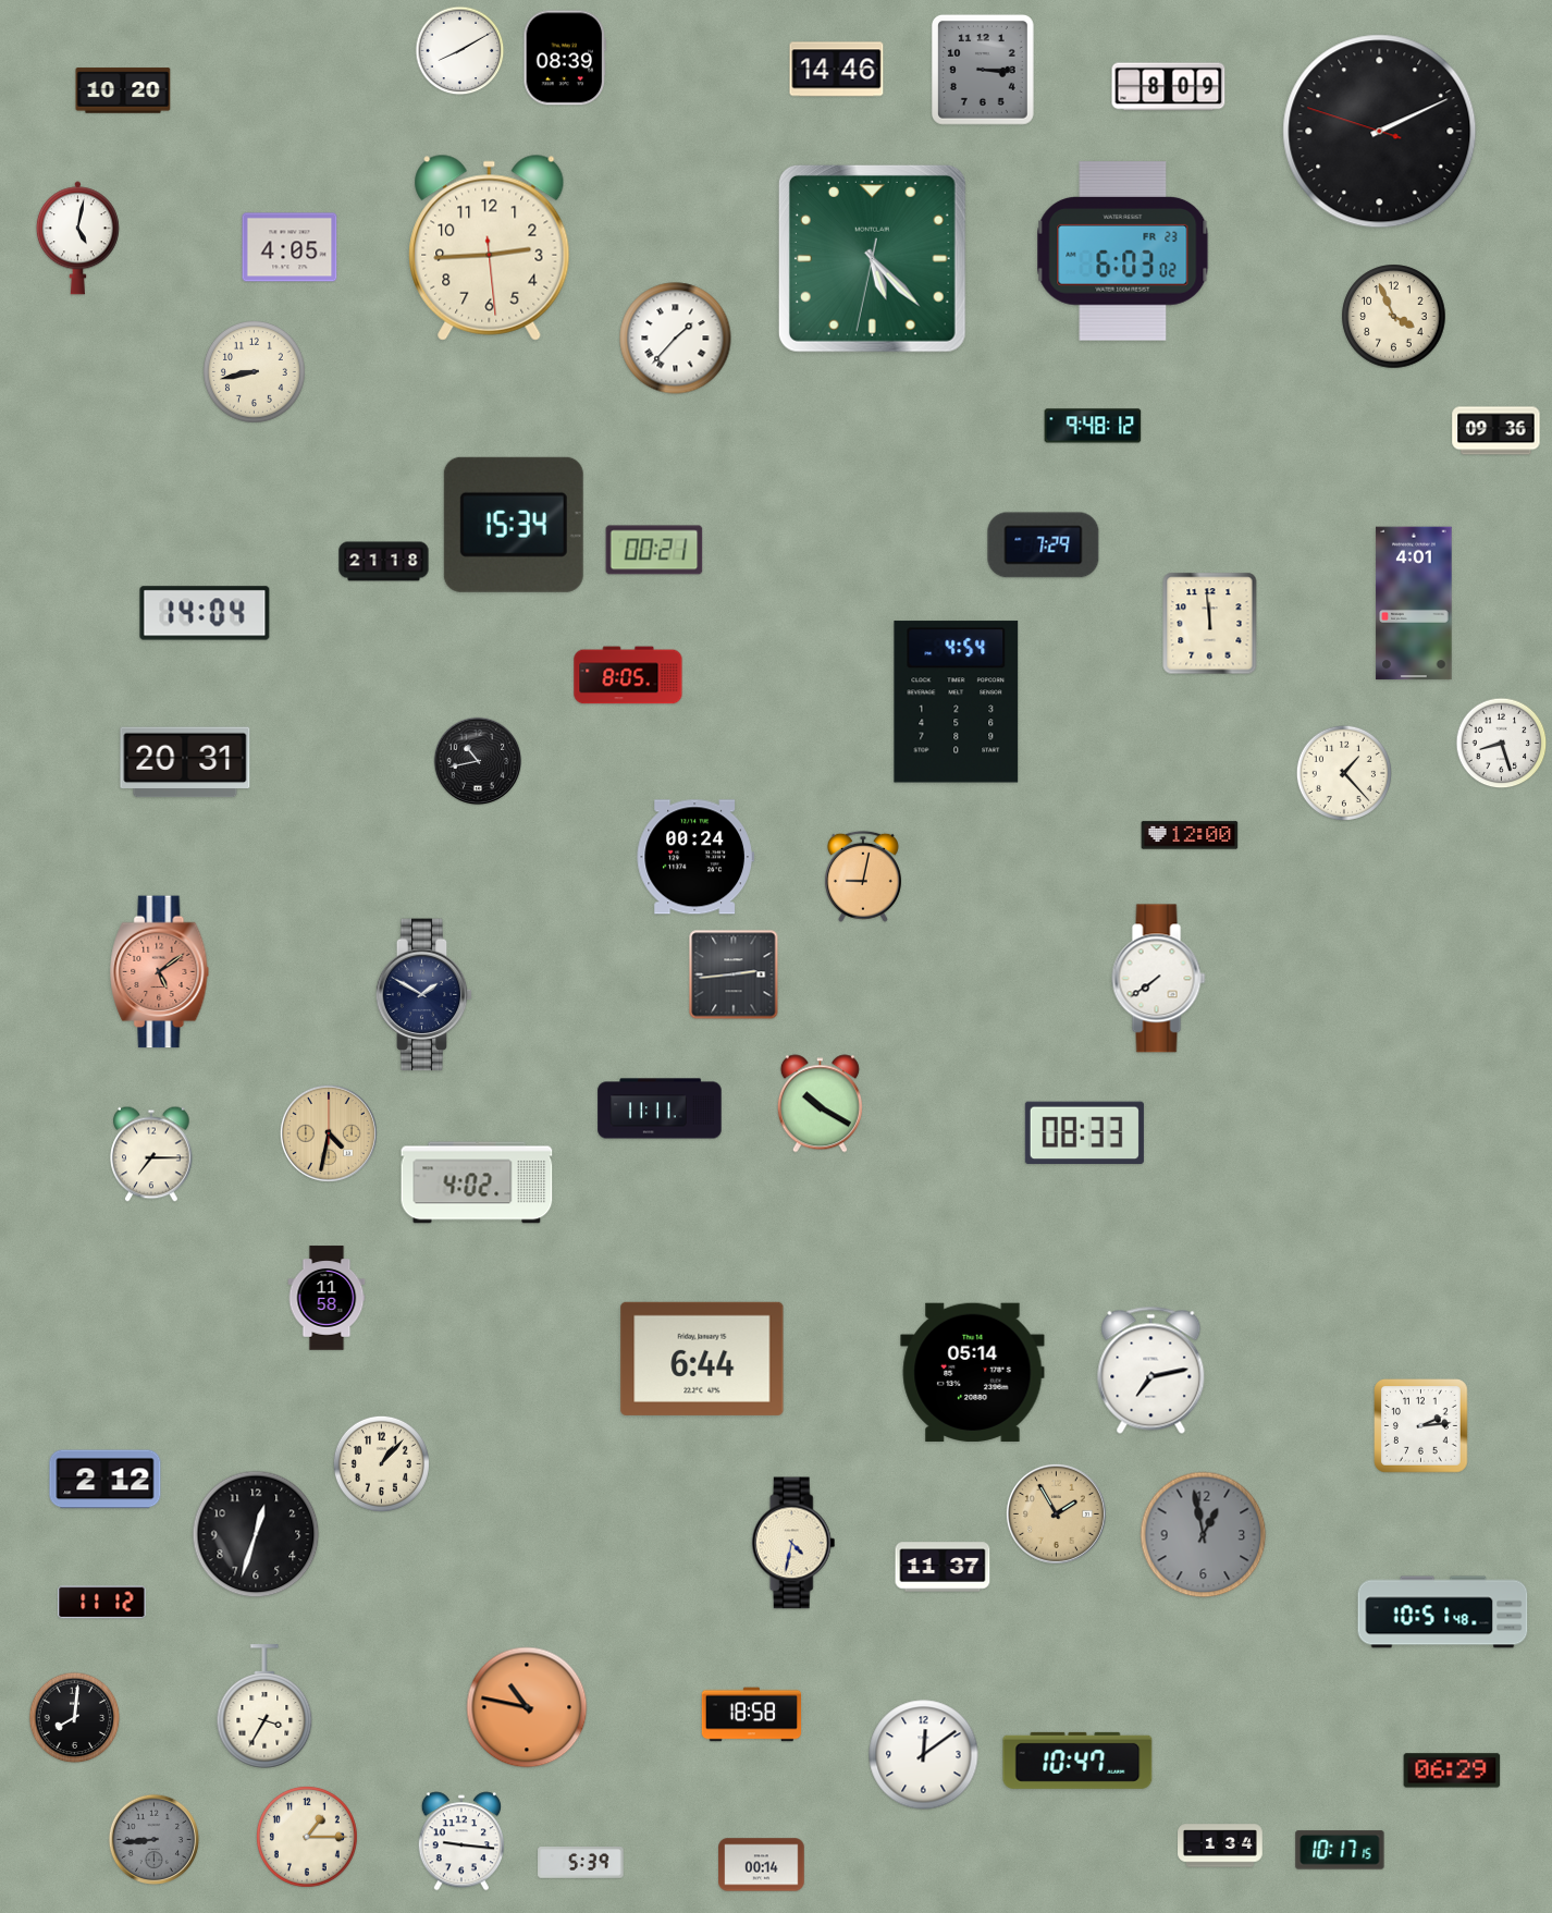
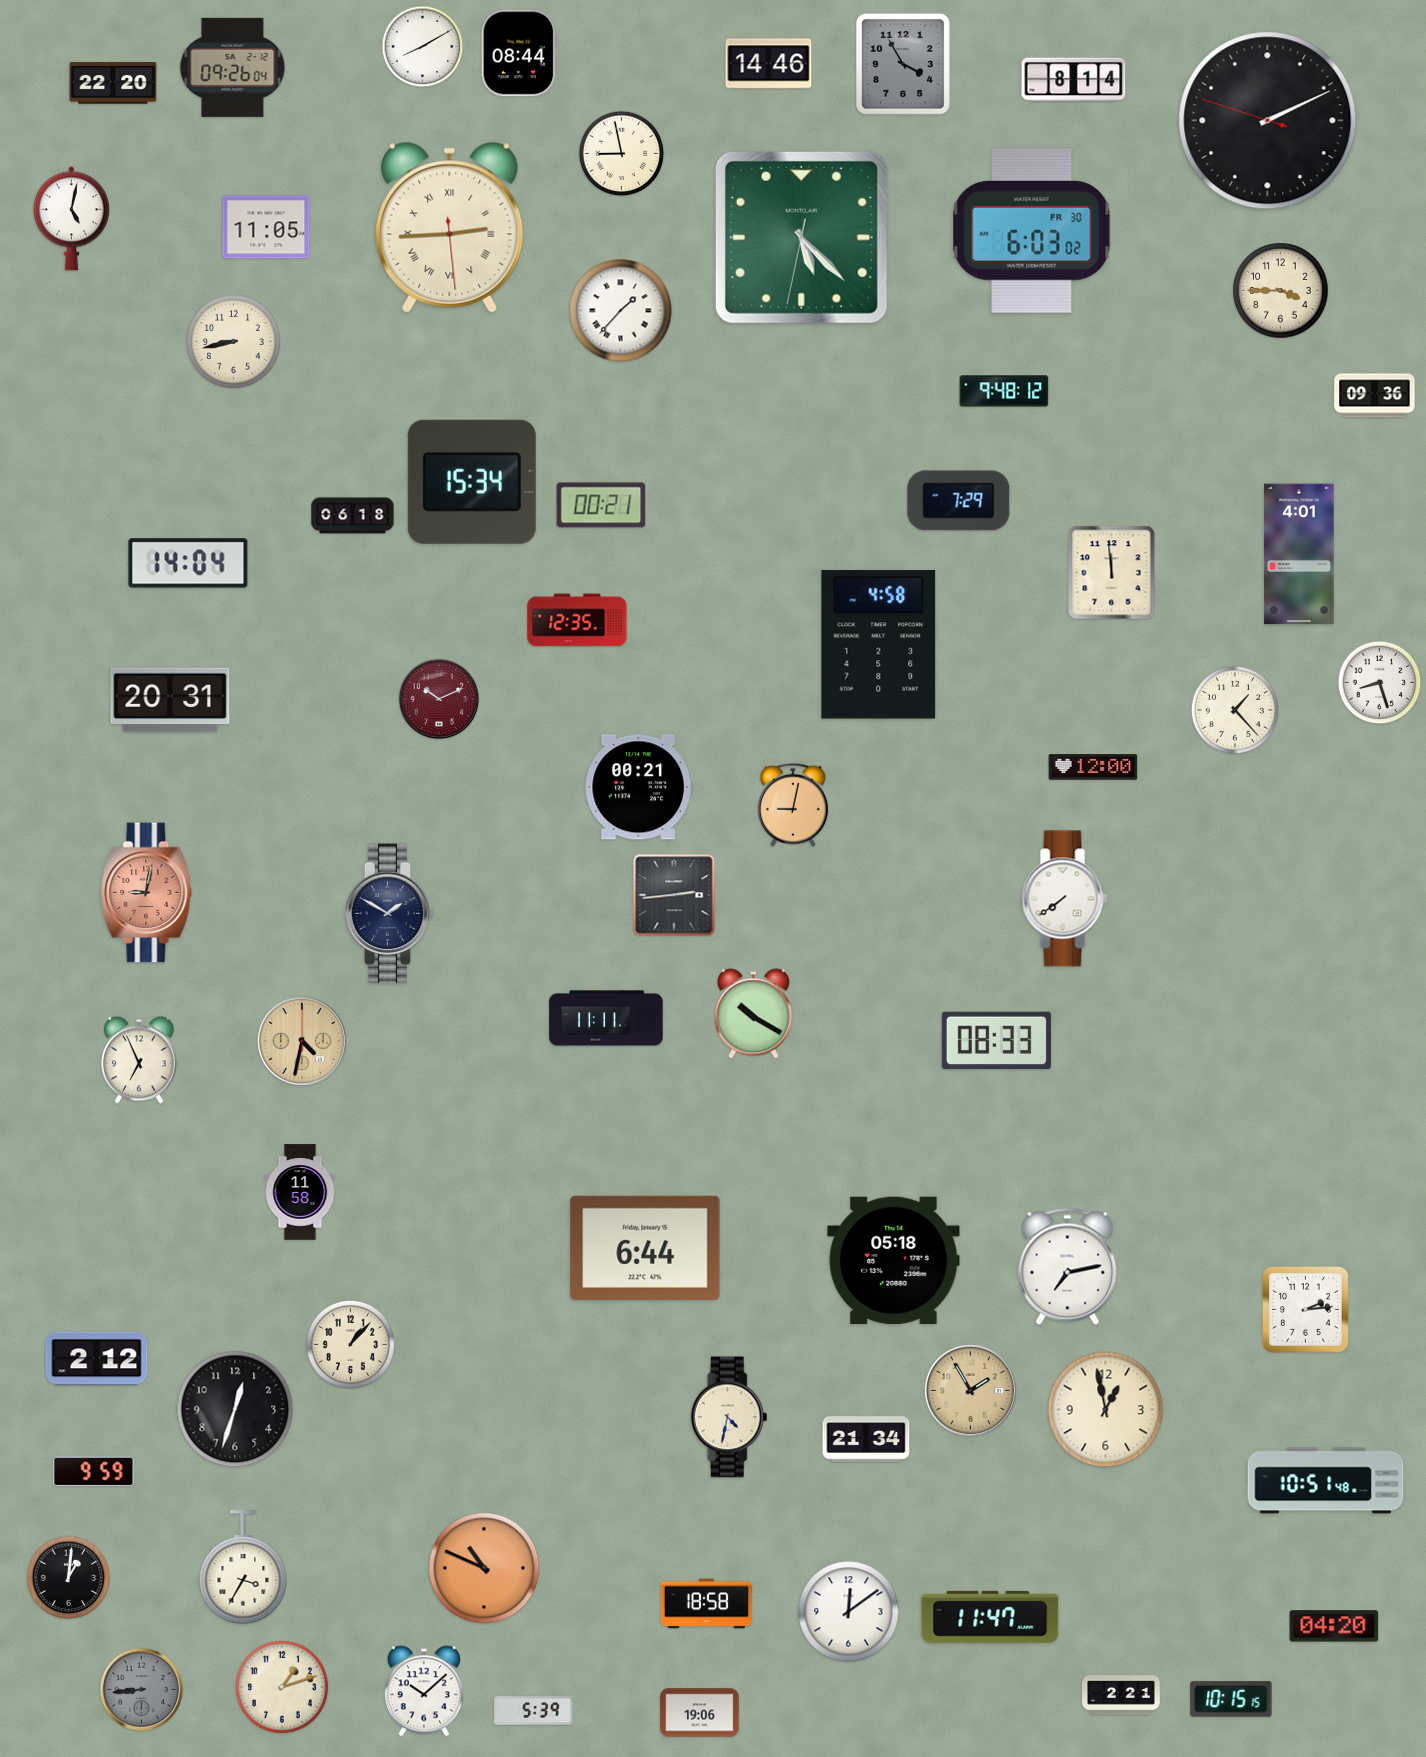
clock at (564, 58): 08:39 -> 08:44
clock at (983, 70): 3:15 -> 3:55
clock at (233, 67): none -> 09:26
clock at (1169, 87): 8:09 -> 8:14
clock at (123, 90): 10:20 -> 22:20
clock at (622, 154): none -> 8:58
clock at (290, 247): 4:05 -> 11:05
clock at (490, 247) numerals: Arabic -> Roman
clock at (1123, 252) date: FR 23 -> FR 30
clock at (1394, 317): 3:56 -> 3:45
clock at (384, 562): 21:18 -> 06:18
clock at (628, 675): 8:05 -> 12:35
clock at (957, 702): 4:54 -> 4:58
clock at (478, 761): 10:43 -> 10:11
clock at (478, 761) dial: black -> burgundy
clock at (695, 857): 00:24 -> 00:21
clock at (160, 972): 5:09 -> 9:02
clock at (151, 1154): 7:15 -> 6:56
clock at (477, 1182): 4:02 -> none
clock at (1151, 1370) position: (1151, 1370) -> (1068, 1266)
clock at (973, 1372): 05:14 -> 05:18
clock at (1204, 1535) dial: grey -> cream
clock at (943, 1567): 11:37 -> 21:34
clock at (102, 1603): 11:12 -> 9:59
clock at (527, 1707): 10:47 -> 10:49
clock at (752, 1715) position: (752, 1715) -> (707, 1604)
clock at (75, 1718): 8:01 -> 1:01
clock at (1077, 1761): 10:47 -> 11:47
clock at (1452, 1770): 06:29 -> 04:20
clock at (307, 1837): 1:15 -> 1:12
clock at (461, 1841): 9:16 -> 10:08
clock at (1220, 1845): 1:34 -> 2:21
clock at (1340, 1850): 10:17 -> 10:15
clock at (762, 1865): 00:14 -> 19:06
